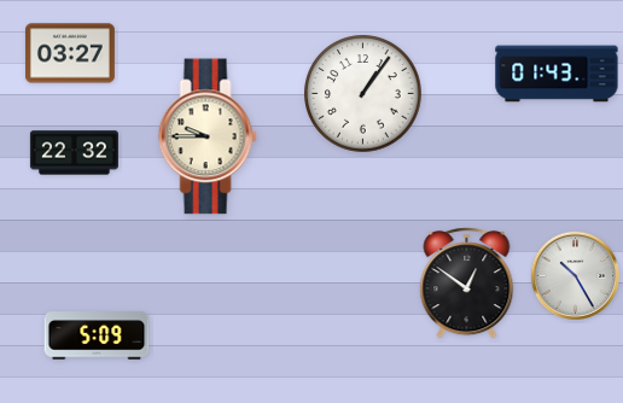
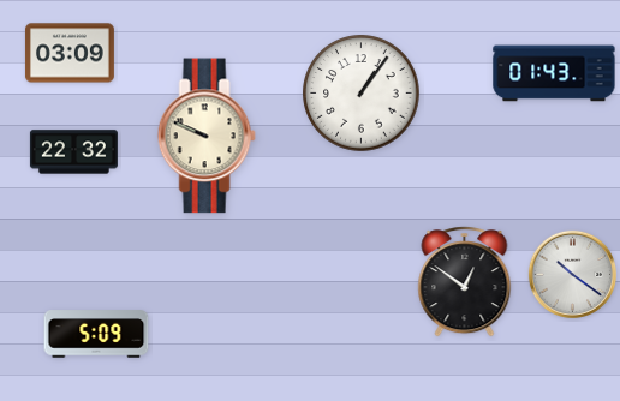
clock at (70, 53): 03:27 -> 03:09
clock at (208, 136): 9:45 -> 9:49
clock at (575, 275): 10:25 -> 10:21
